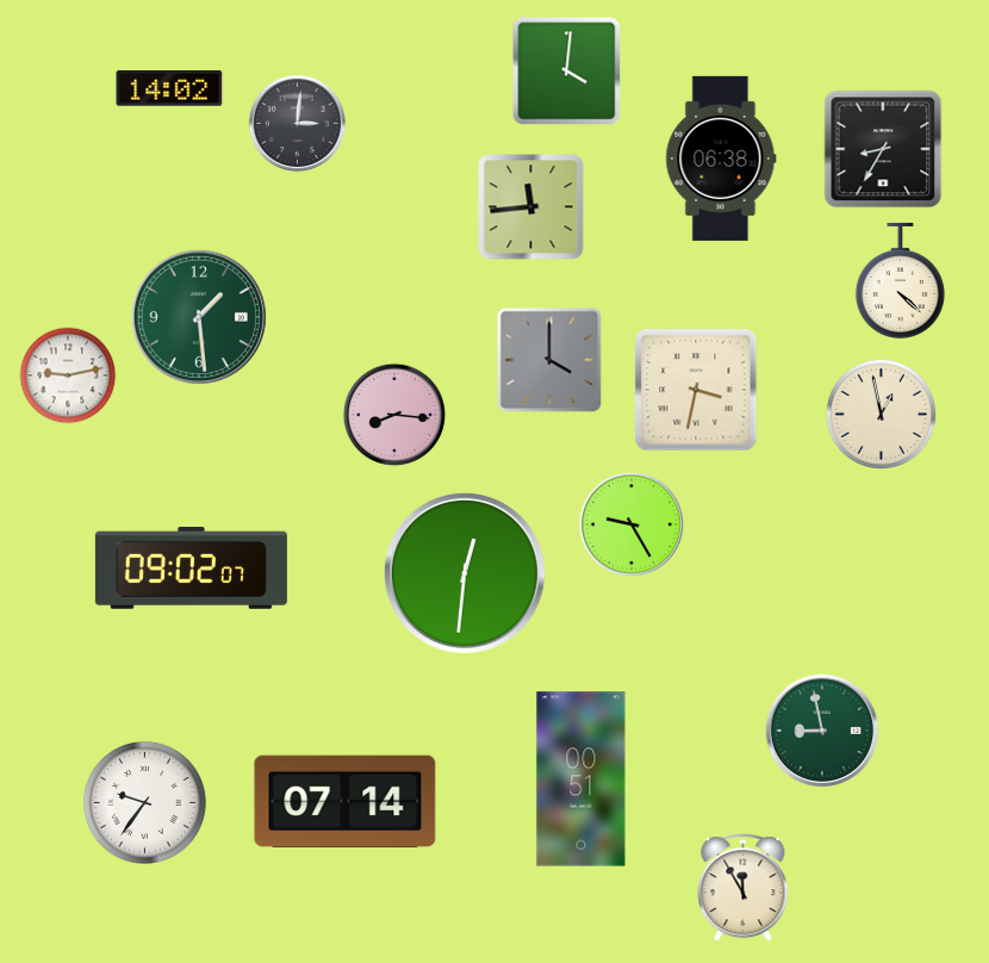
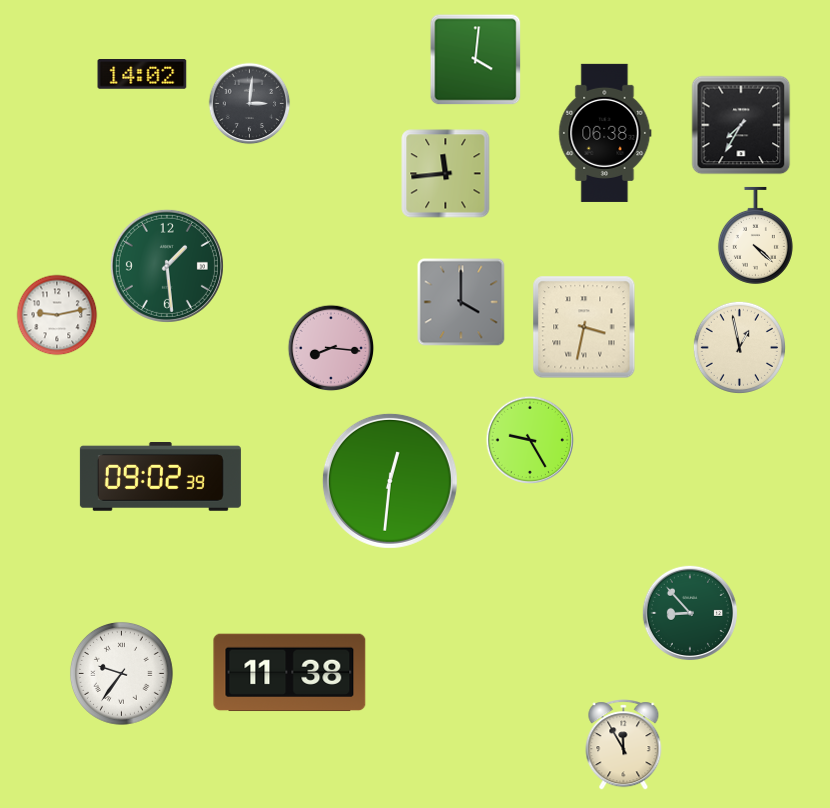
clock at (883, 149): 8:35 -> 7:35
clock at (191, 569): 09:02:07 -> 09:02:39
clock at (821, 729): 8:58 -> 8:53
clock at (581, 779): 00:51 -> none
clock at (346, 802): 07:14 -> 11:38
